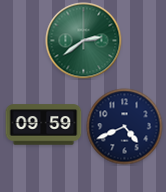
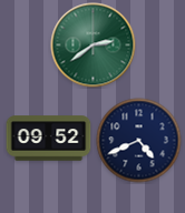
clock at (44, 125): 09:59 -> 09:52
